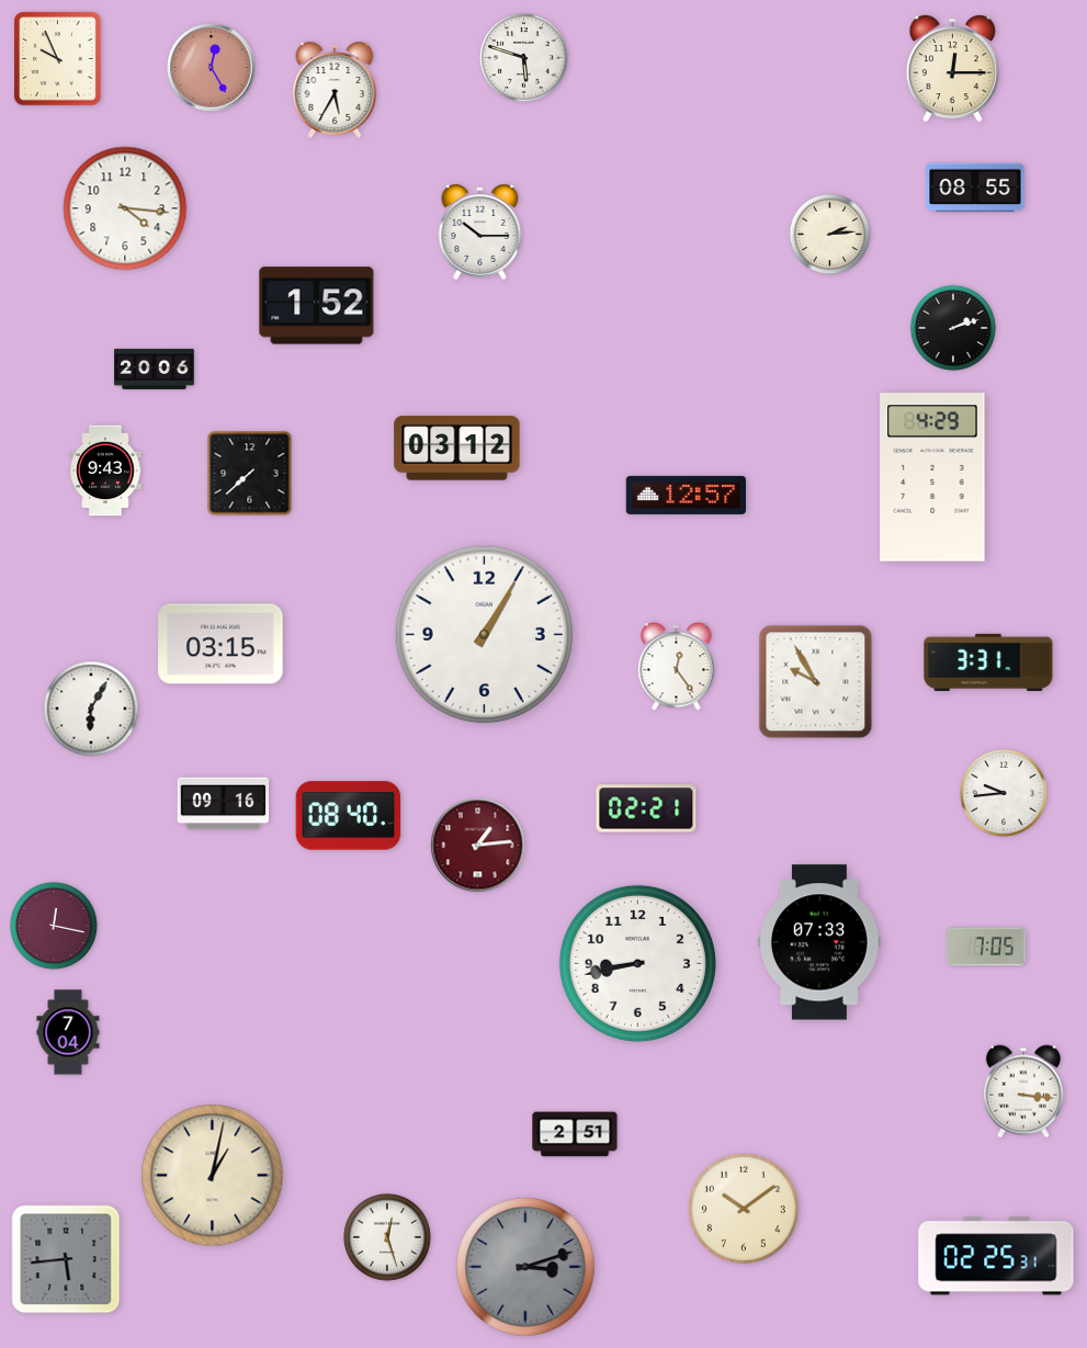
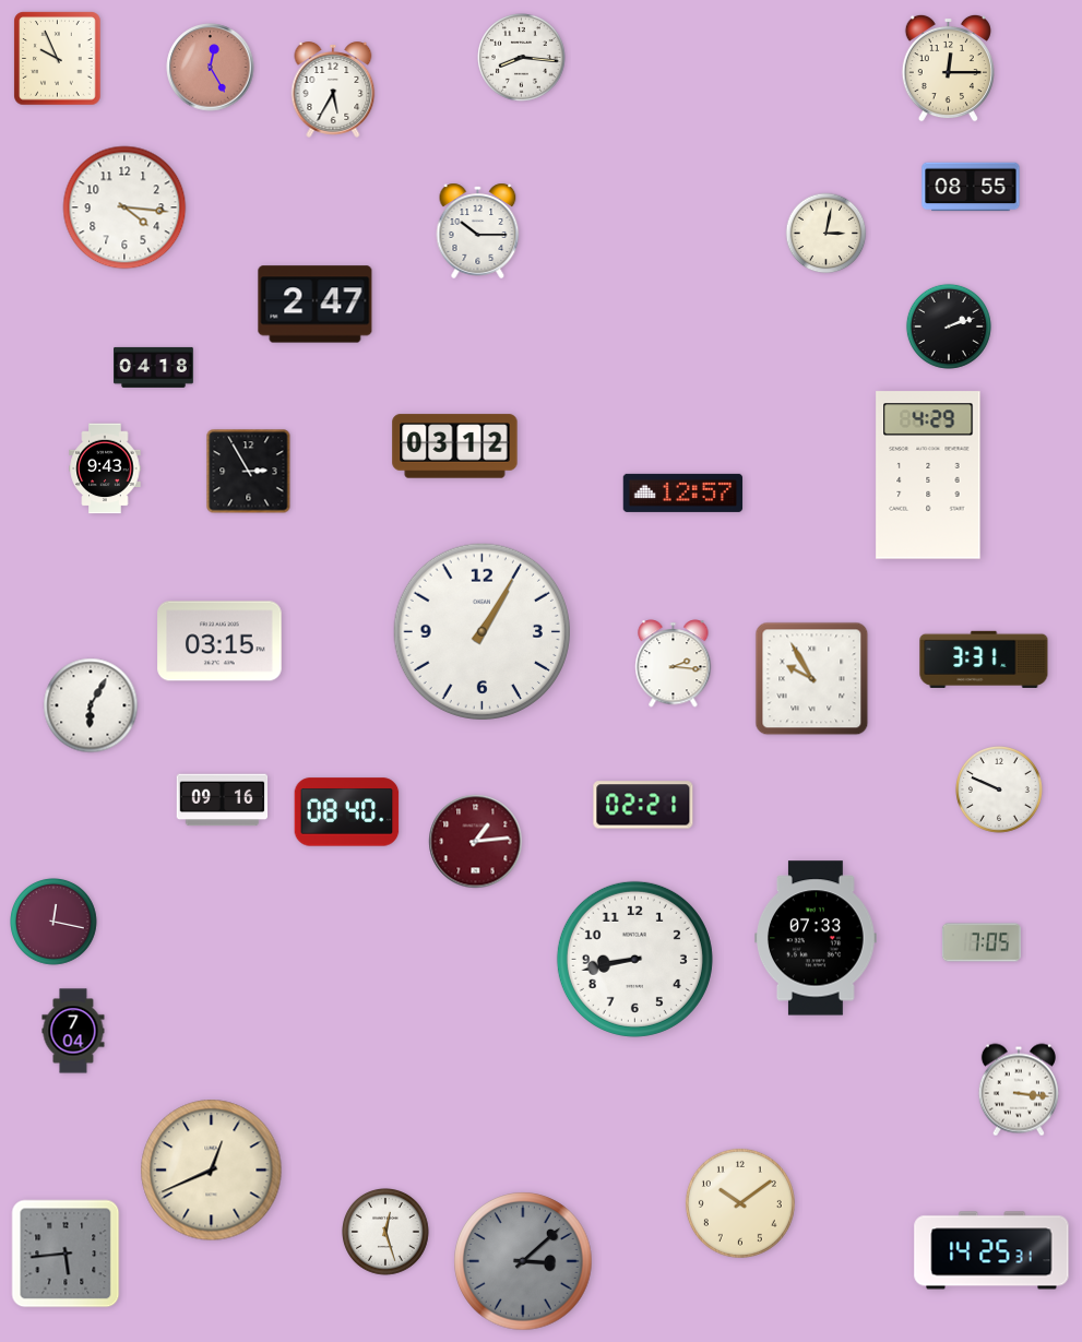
clock at (524, 58): 5:48 -> 8:16
clock at (830, 235): 2:14 -> 3:02
clock at (317, 306): 1:52 -> 2:47
clock at (155, 369): 20:06 -> 04:18
clock at (250, 474): 7:38 -> 2:55
clock at (677, 667): 12:24 -> 2:16
clock at (1005, 794): 9:44 -> 9:49
clock at (68, 1032) position: (68, 1032) -> (73, 1031)
clock at (1023, 1091) position: (1023, 1091) -> (1019, 1090)
clock at (575, 1134): 2:51 -> none
clock at (213, 1176): 1:02 -> 12:41
clock at (996, 1256): 02:25 -> 14:25
clock at (525, 1267): 3:12 -> 3:08
